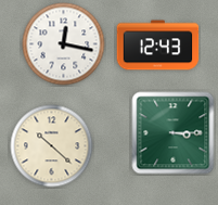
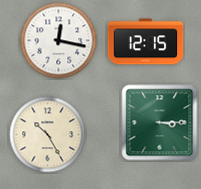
clock at (158, 46): 12:43 -> 12:15
clock at (52, 146): 10:22 -> 10:25
